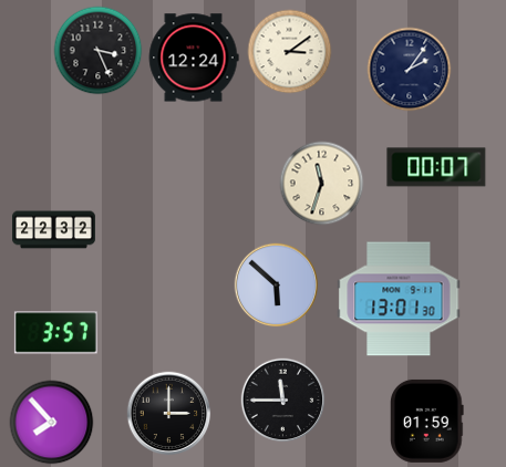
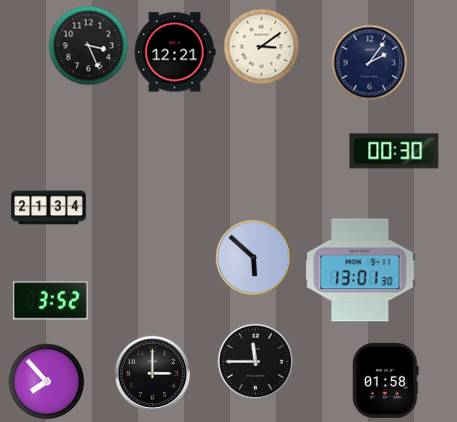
clock at (194, 58): 12:24 -> 12:21
clock at (436, 167): 00:07 -> 00:30
clock at (322, 184): 11:33 -> none
clock at (54, 230): 22:32 -> 21:34
clock at (277, 286) position: (277, 286) -> (254, 258)
clock at (55, 333): 3:57 -> 3:52
clock at (427, 421): 01:59 -> 01:58
